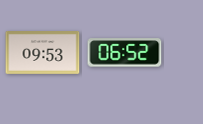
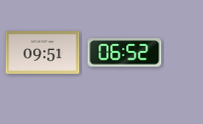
clock at (43, 53): 09:53 -> 09:51
